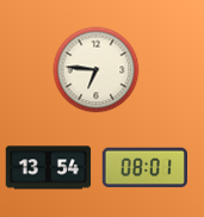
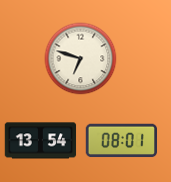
clock at (97, 70): 6:46 -> 6:48
